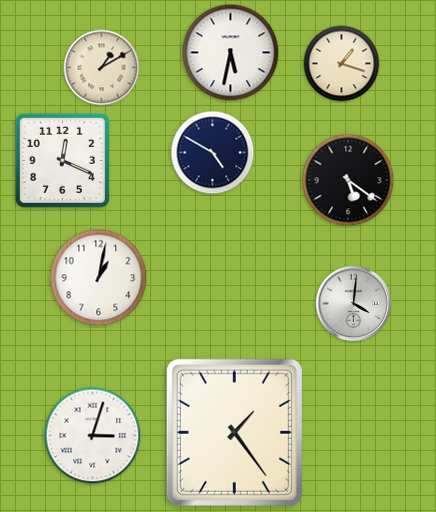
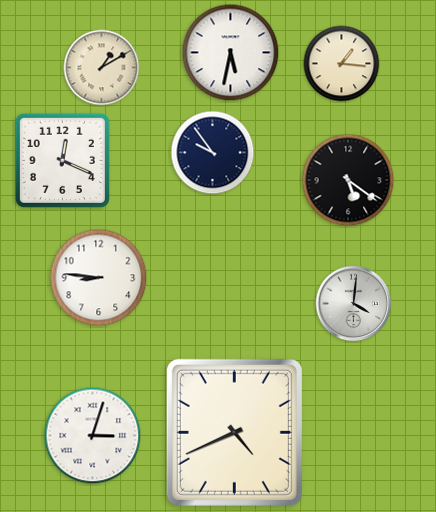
clock at (342, 64): 1:18 -> 1:16
clock at (213, 153): 4:50 -> 9:54
clock at (99, 278): 1:02 -> 8:46
clock at (234, 432): 1:24 -> 4:41
